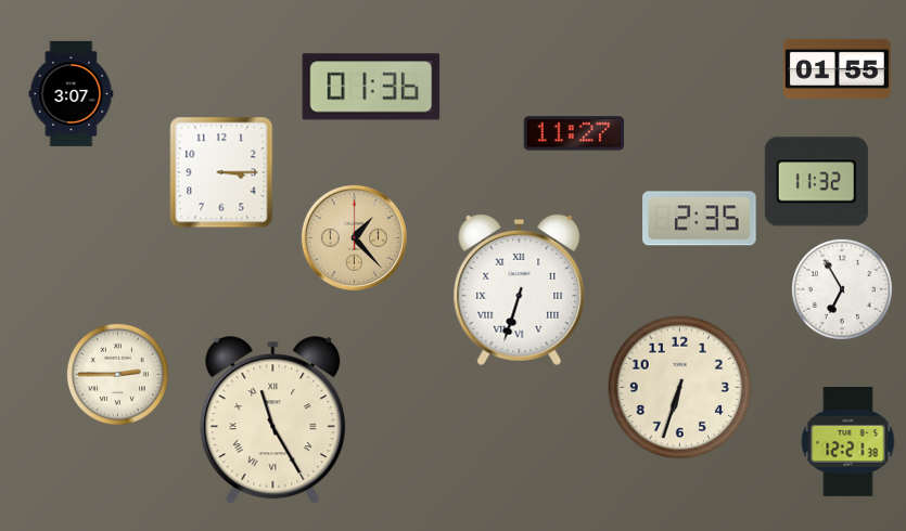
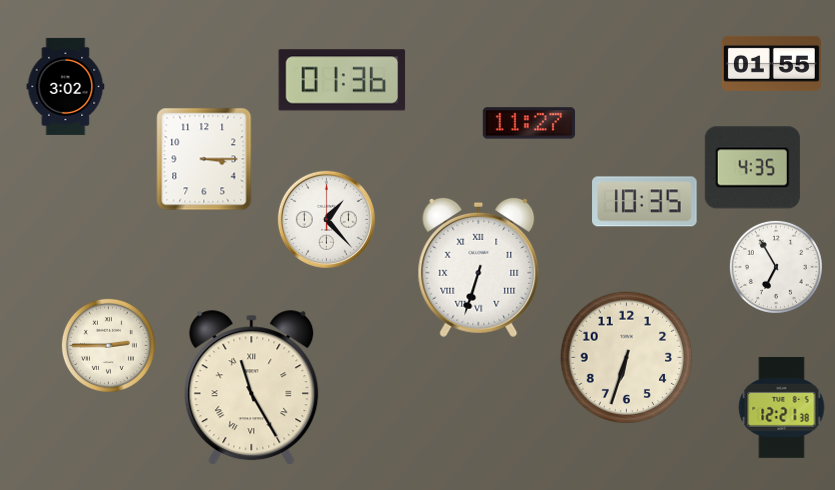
clock at (72, 93): 3:07 -> 3:02
clock at (816, 182): 11:32 -> 4:35
clock at (700, 219): 2:35 -> 10:35
clock at (354, 237) dial: champagne -> white
